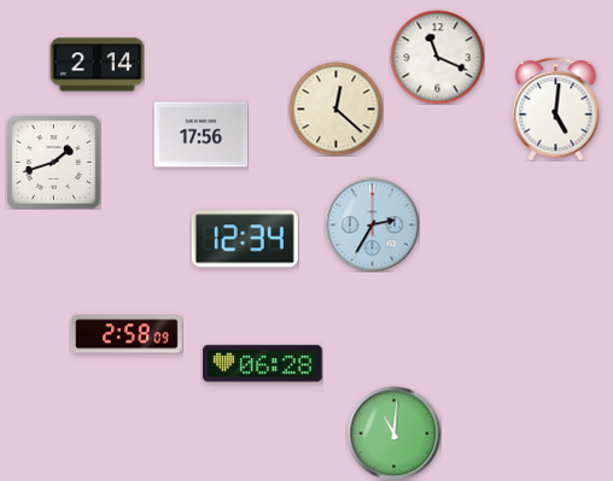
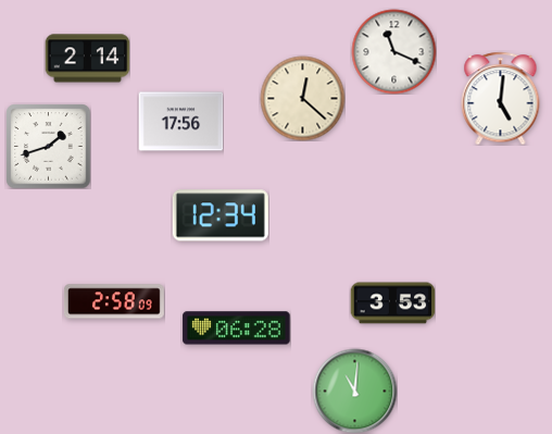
clock at (372, 224): 2:35 -> none
clock at (392, 303): none -> 3:53
